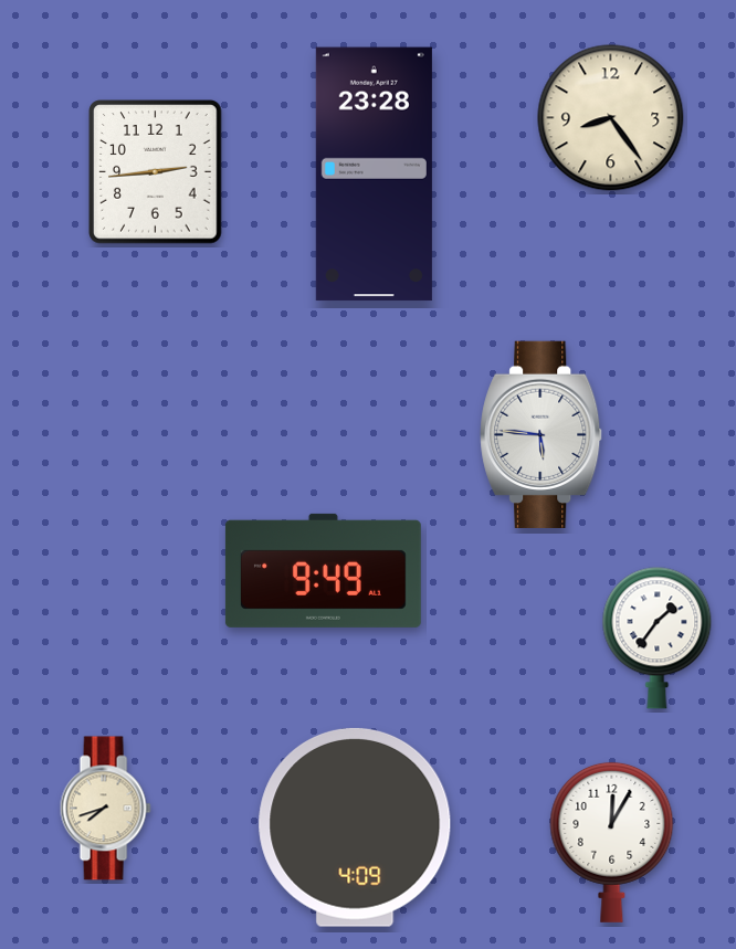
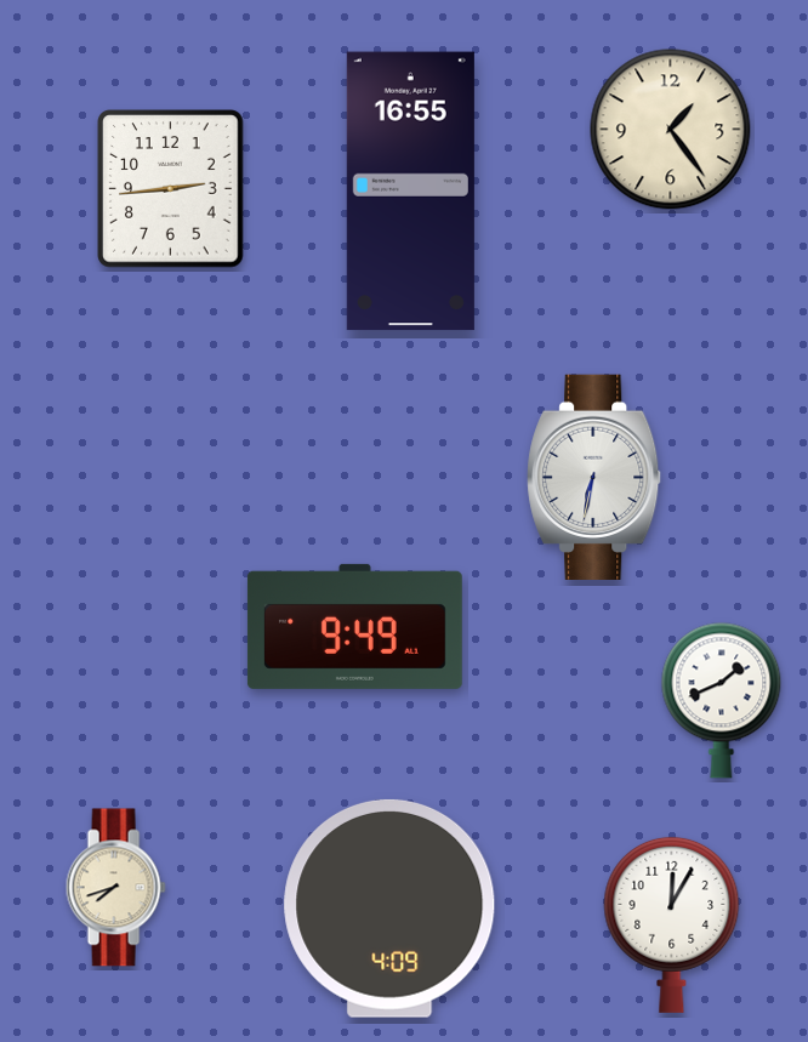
clock at (611, 118): 8:24 -> 1:24
clock at (374, 175): 23:28 -> 16:55
clock at (542, 434): 5:46 -> 6:32
clock at (658, 637): 1:36 -> 1:41
